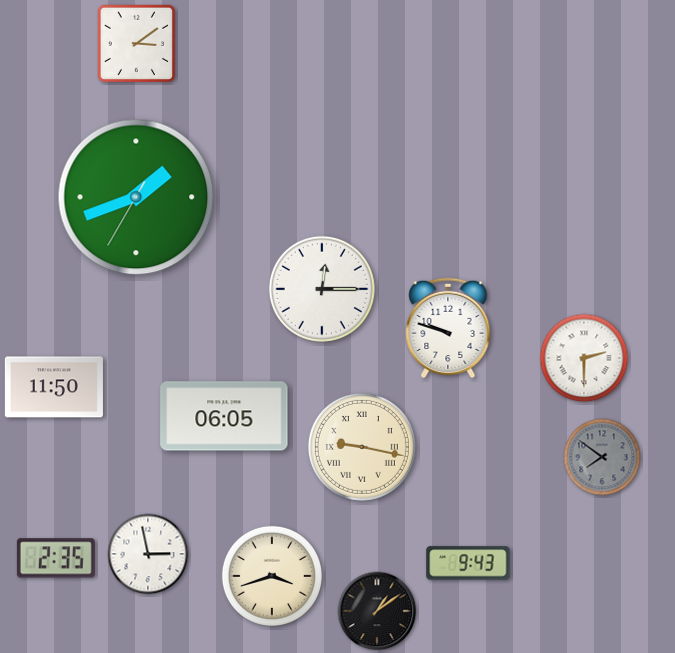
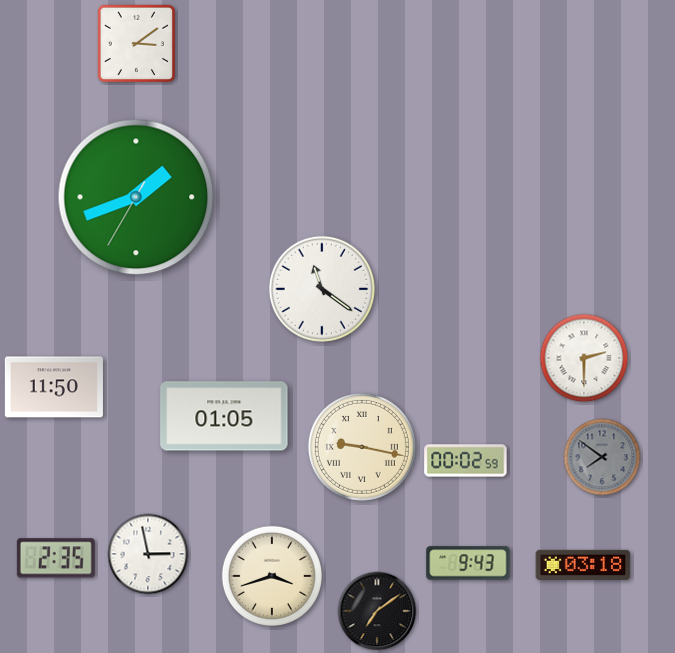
clock at (322, 289): 12:15 -> 11:21
clock at (448, 327): 9:48 -> none
clock at (224, 416): 06:05 -> 01:05
clock at (466, 461): none -> 00:02
clock at (583, 565): none -> 03:18
clock at (377, 611): 1:09 -> 7:09
